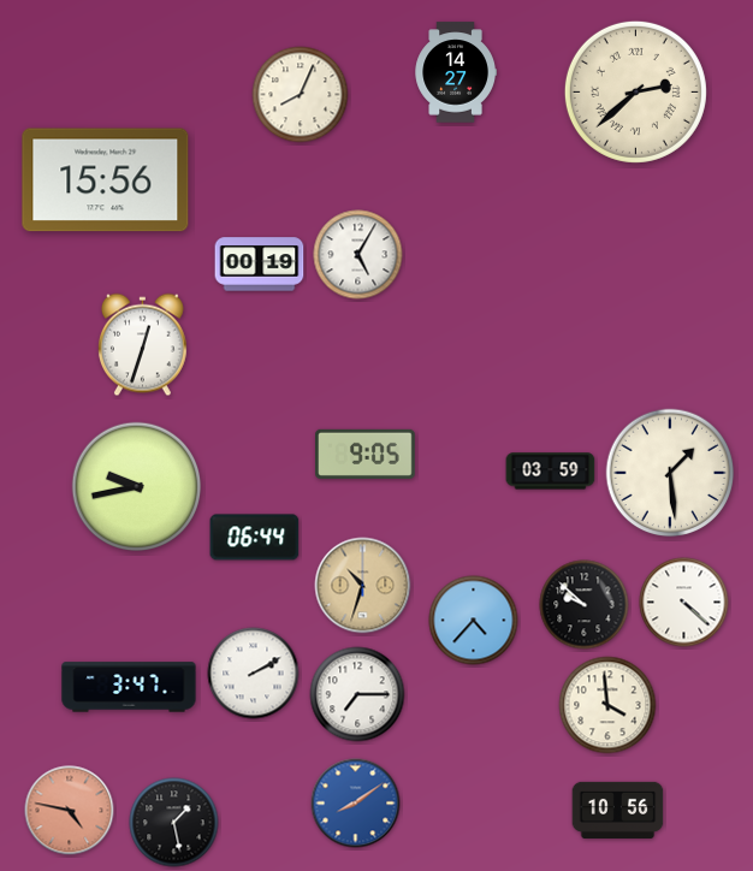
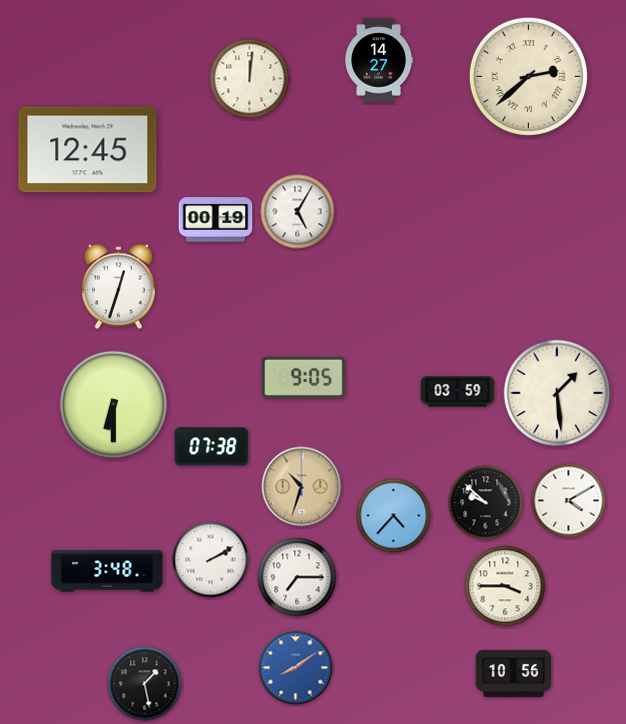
clock at (301, 95): 8:04 -> 12:01
clock at (106, 180): 15:56 -> 12:45
clock at (137, 487): 9:43 -> 6:30
clock at (255, 538): 06:44 -> 07:38
clock at (684, 603): 4:22 -> 4:10
clock at (129, 687): 3:47 -> 3:48
clock at (607, 705): 3:59 -> 3:45
clock at (70, 811): 4:47 -> none
